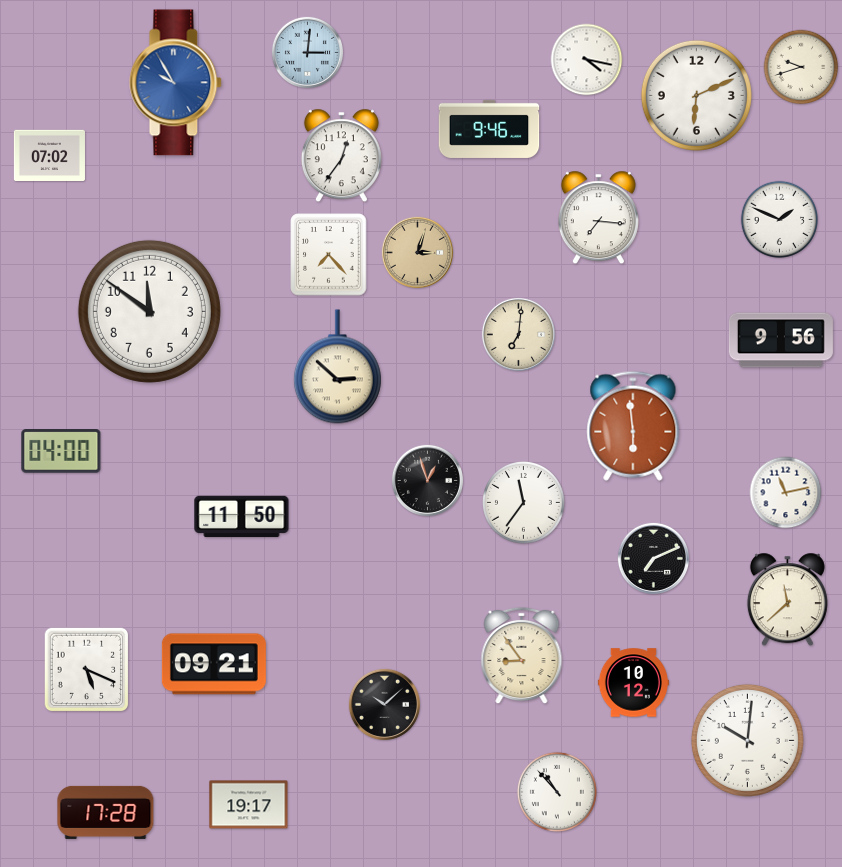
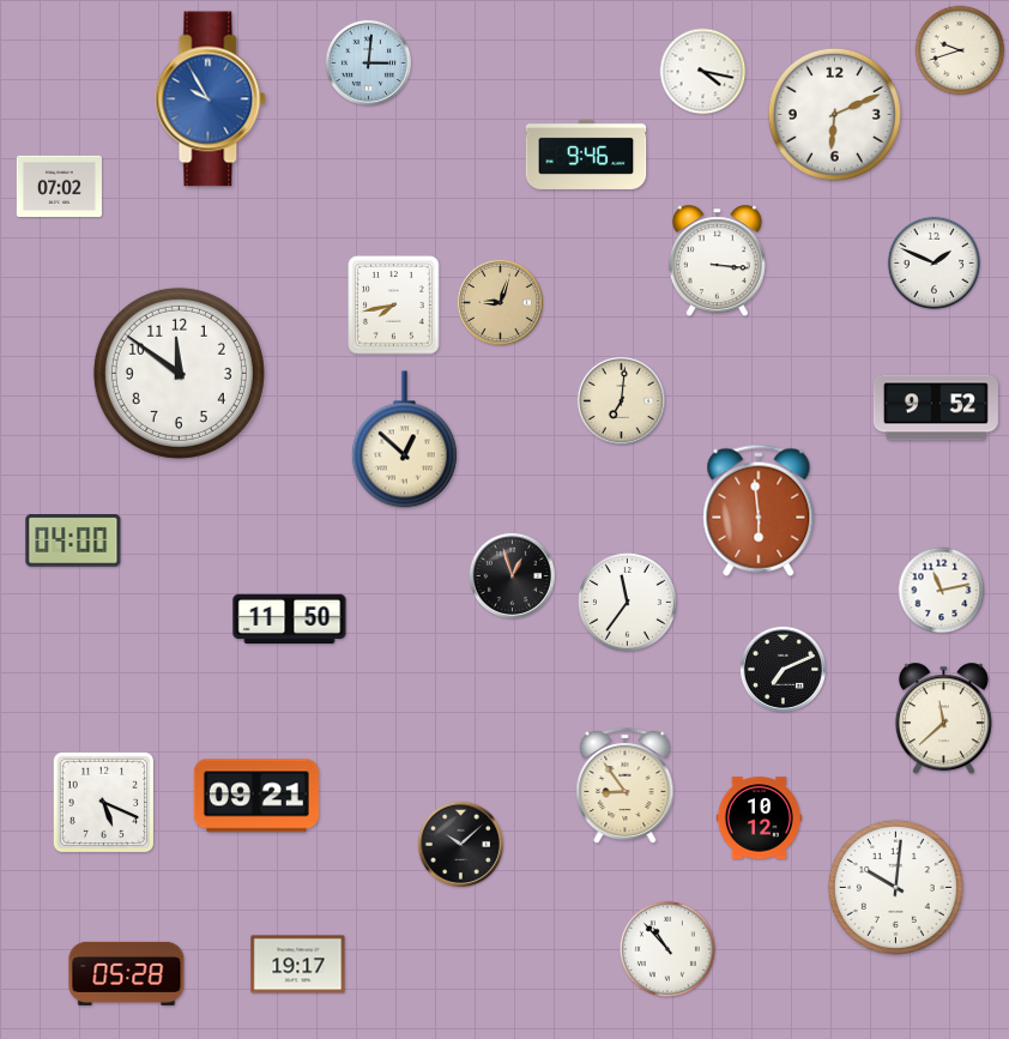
clock at (801, 67) position: (801, 67) -> (960, 50)
clock at (341, 156): 12:36 -> none
clock at (598, 218): 7:16 -> 3:16
clock at (417, 252): 3:03 -> 9:03
clock at (329, 255): 7:23 -> 7:43
clock at (781, 340): 9:56 -> 9:52
clock at (337, 367): 2:52 -> 12:52
clock at (106, 812): 17:28 -> 05:28
